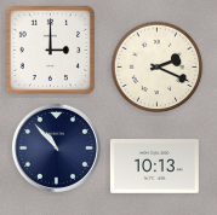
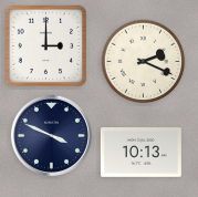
clock at (56, 147): 10:53 -> 3:49
